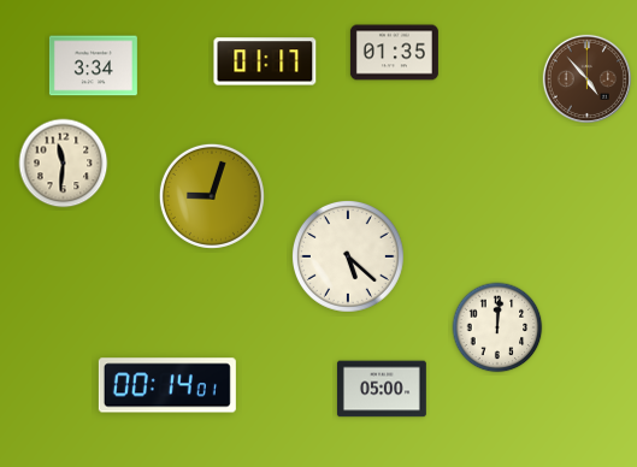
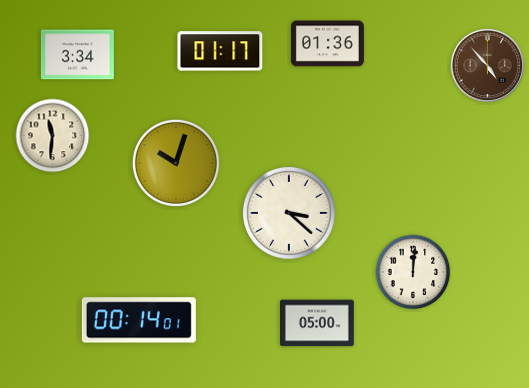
clock at (394, 53): 01:35 -> 01:36
clock at (212, 196): 9:03 -> 10:03
clock at (348, 256): 5:22 -> 3:22
